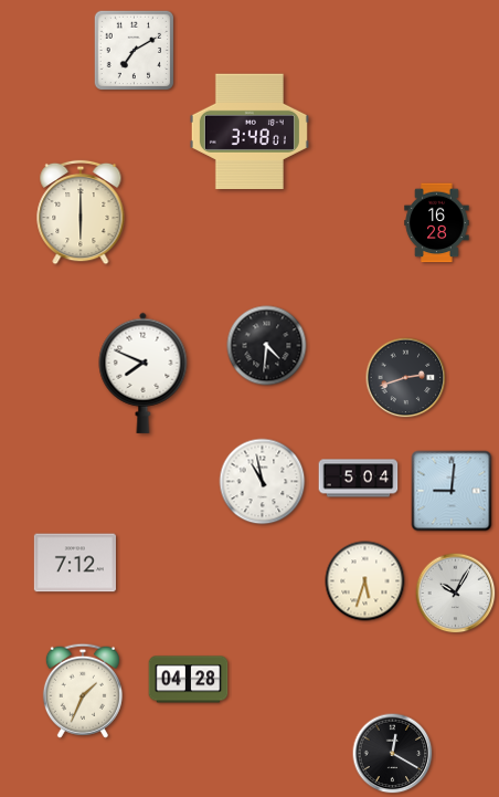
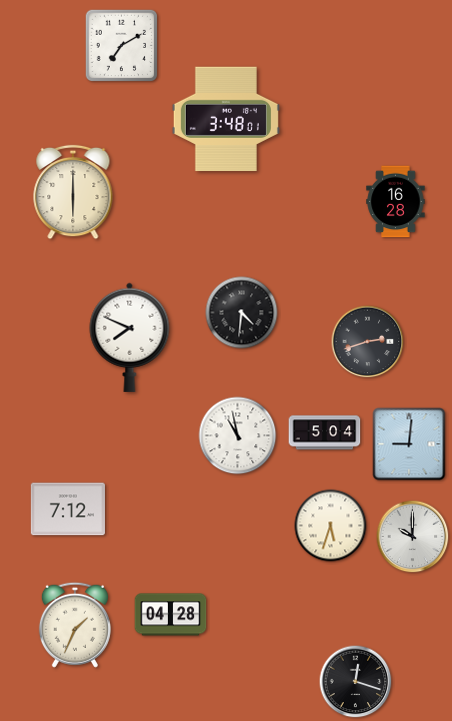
clock at (456, 594): 10:05 -> 10:00
clock at (393, 754): 12:20 -> 12:18
